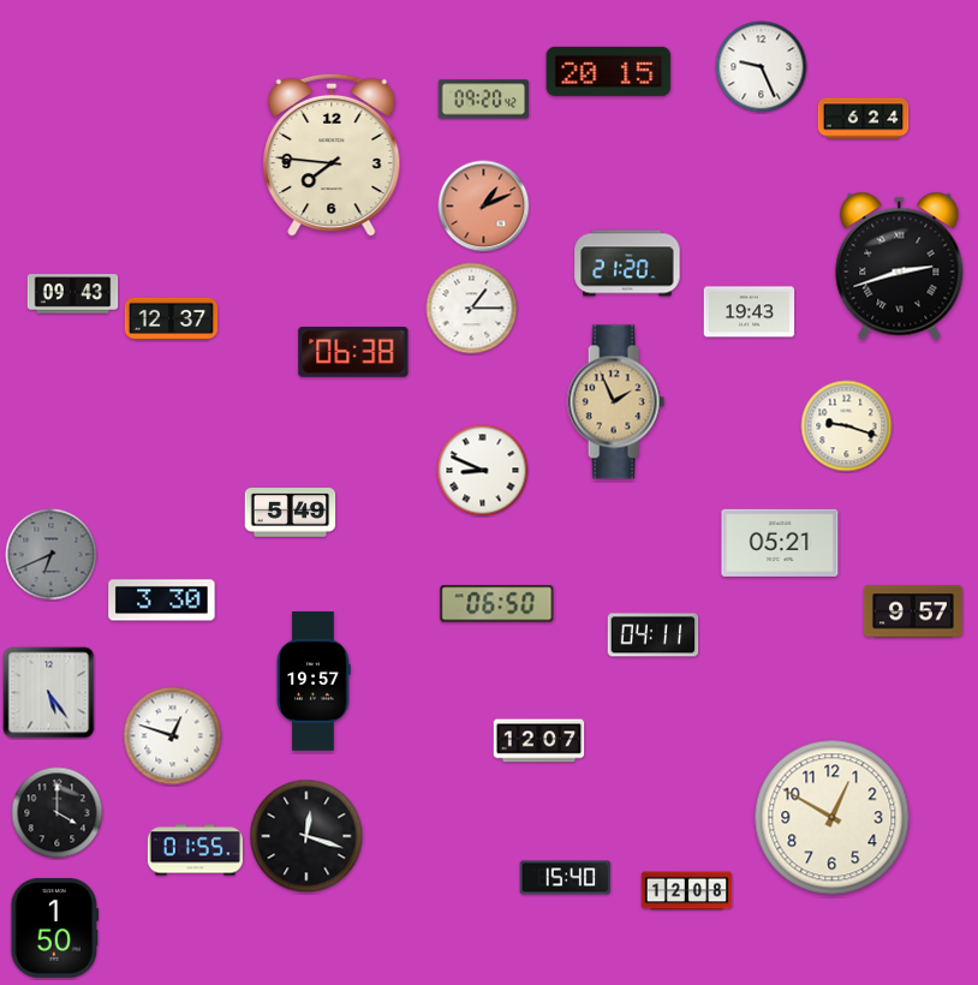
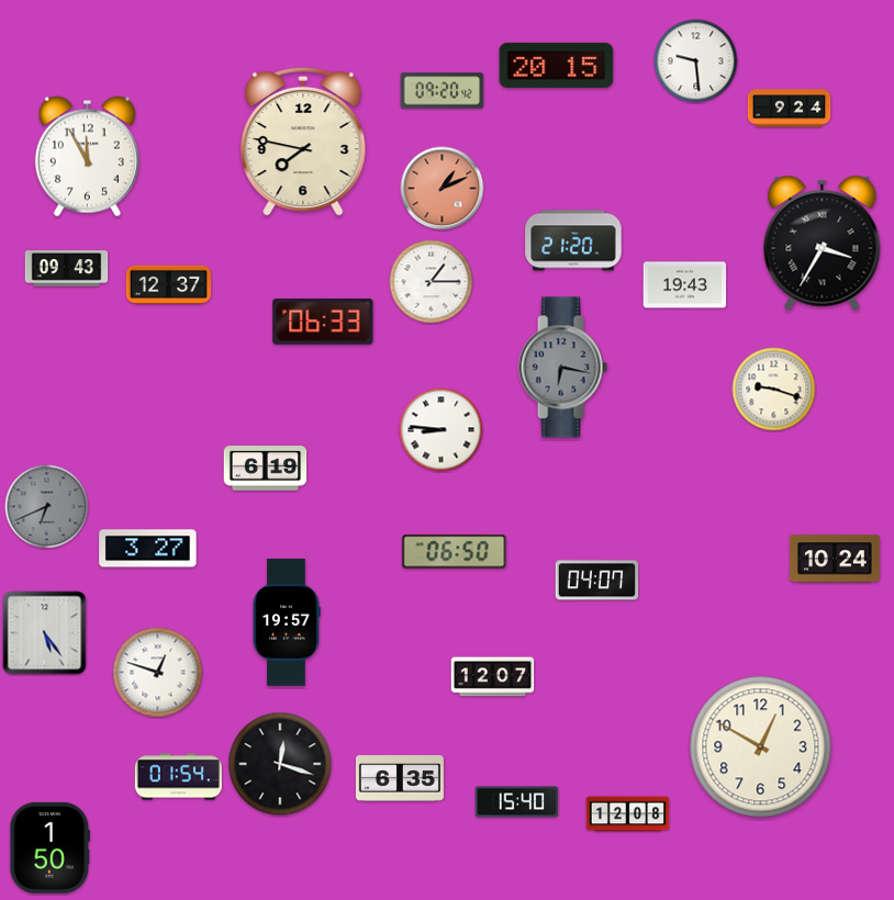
clock at (762, 67): 9:26 -> 9:29
clock at (864, 119): 6:24 -> 9:24
clock at (332, 155): 7:46 -> 7:47
clock at (87, 157): none -> 11:55
clock at (900, 265): 2:42 -> 3:35
clock at (171, 318) position: (171, 318) -> (168, 284)
clock at (353, 353): 06:38 -> 06:33
clock at (615, 402): 1:56 -> 6:17
clock at (615, 402) dial: champagne -> grey
clock at (483, 471): 8:49 -> 8:46
clock at (291, 513): 5:49 -> 6:19
clock at (780, 543): 05:21 -> none
clock at (162, 601): 3:30 -> 3:27
clock at (913, 611): 9:57 -> 10:24
clock at (654, 635): 04:11 -> 04:07
clock at (58, 813): 4:00 -> none
clock at (195, 850): 01:55 -> 01:54
clock at (400, 779): none -> 6:35
